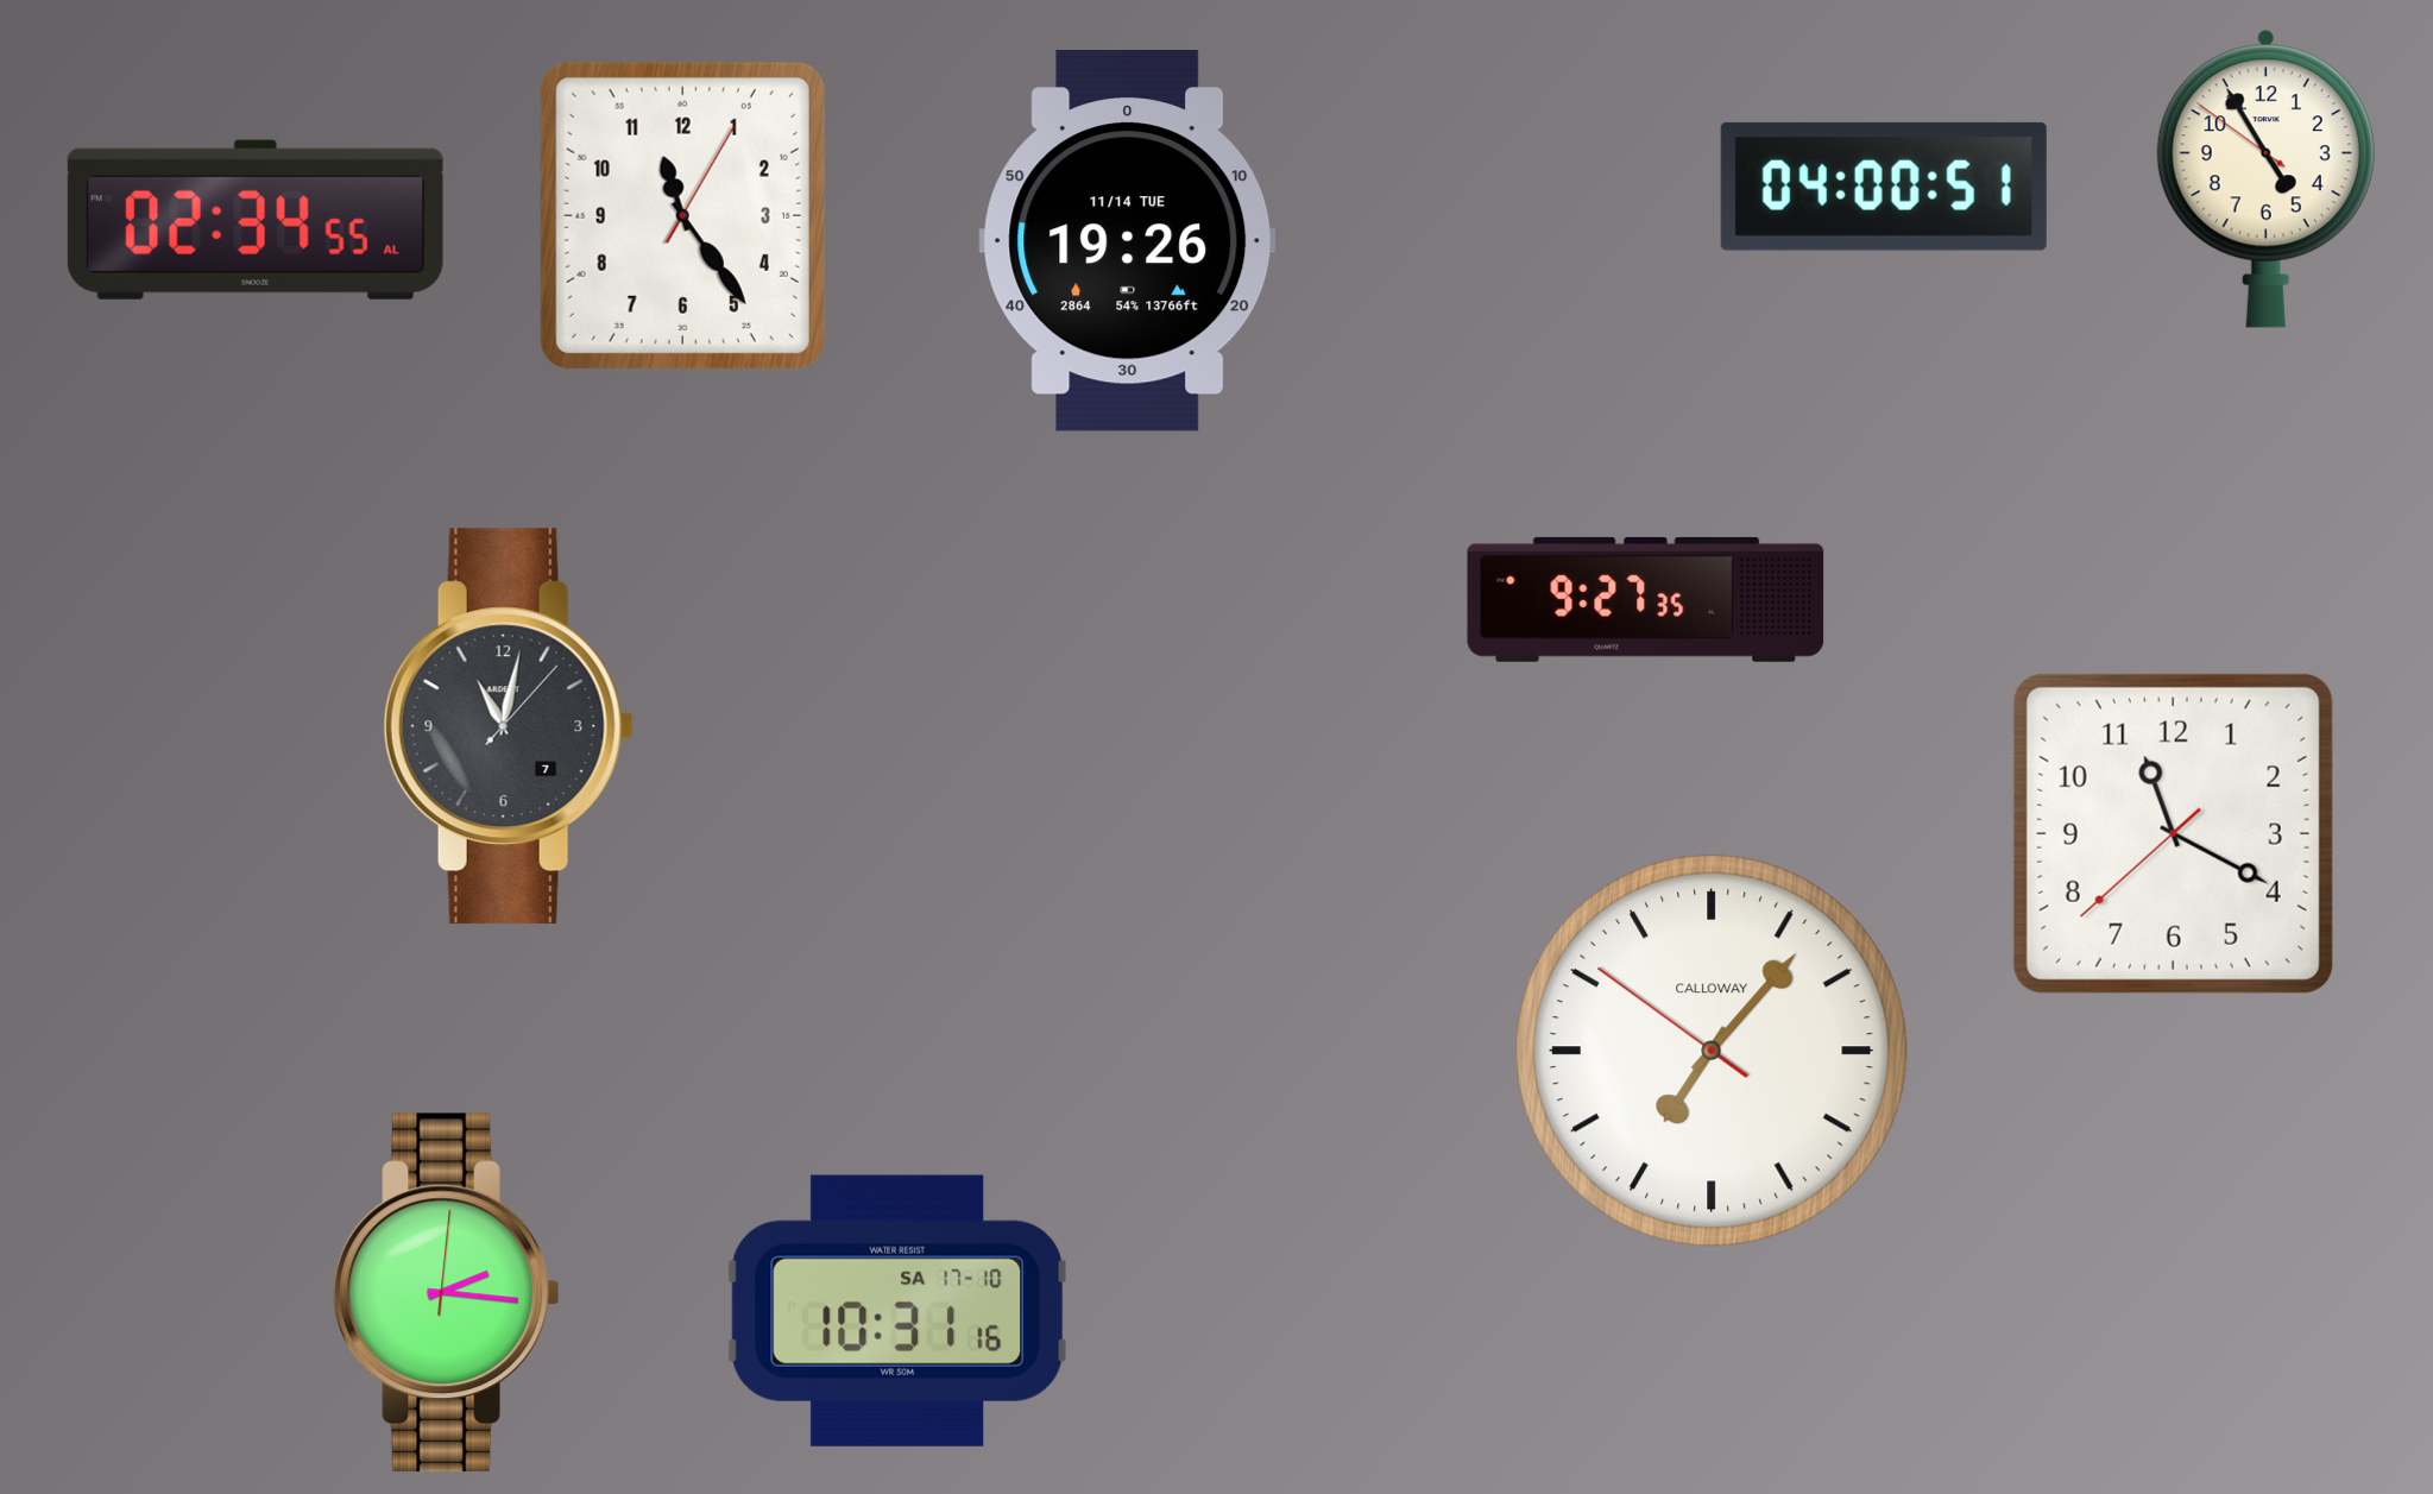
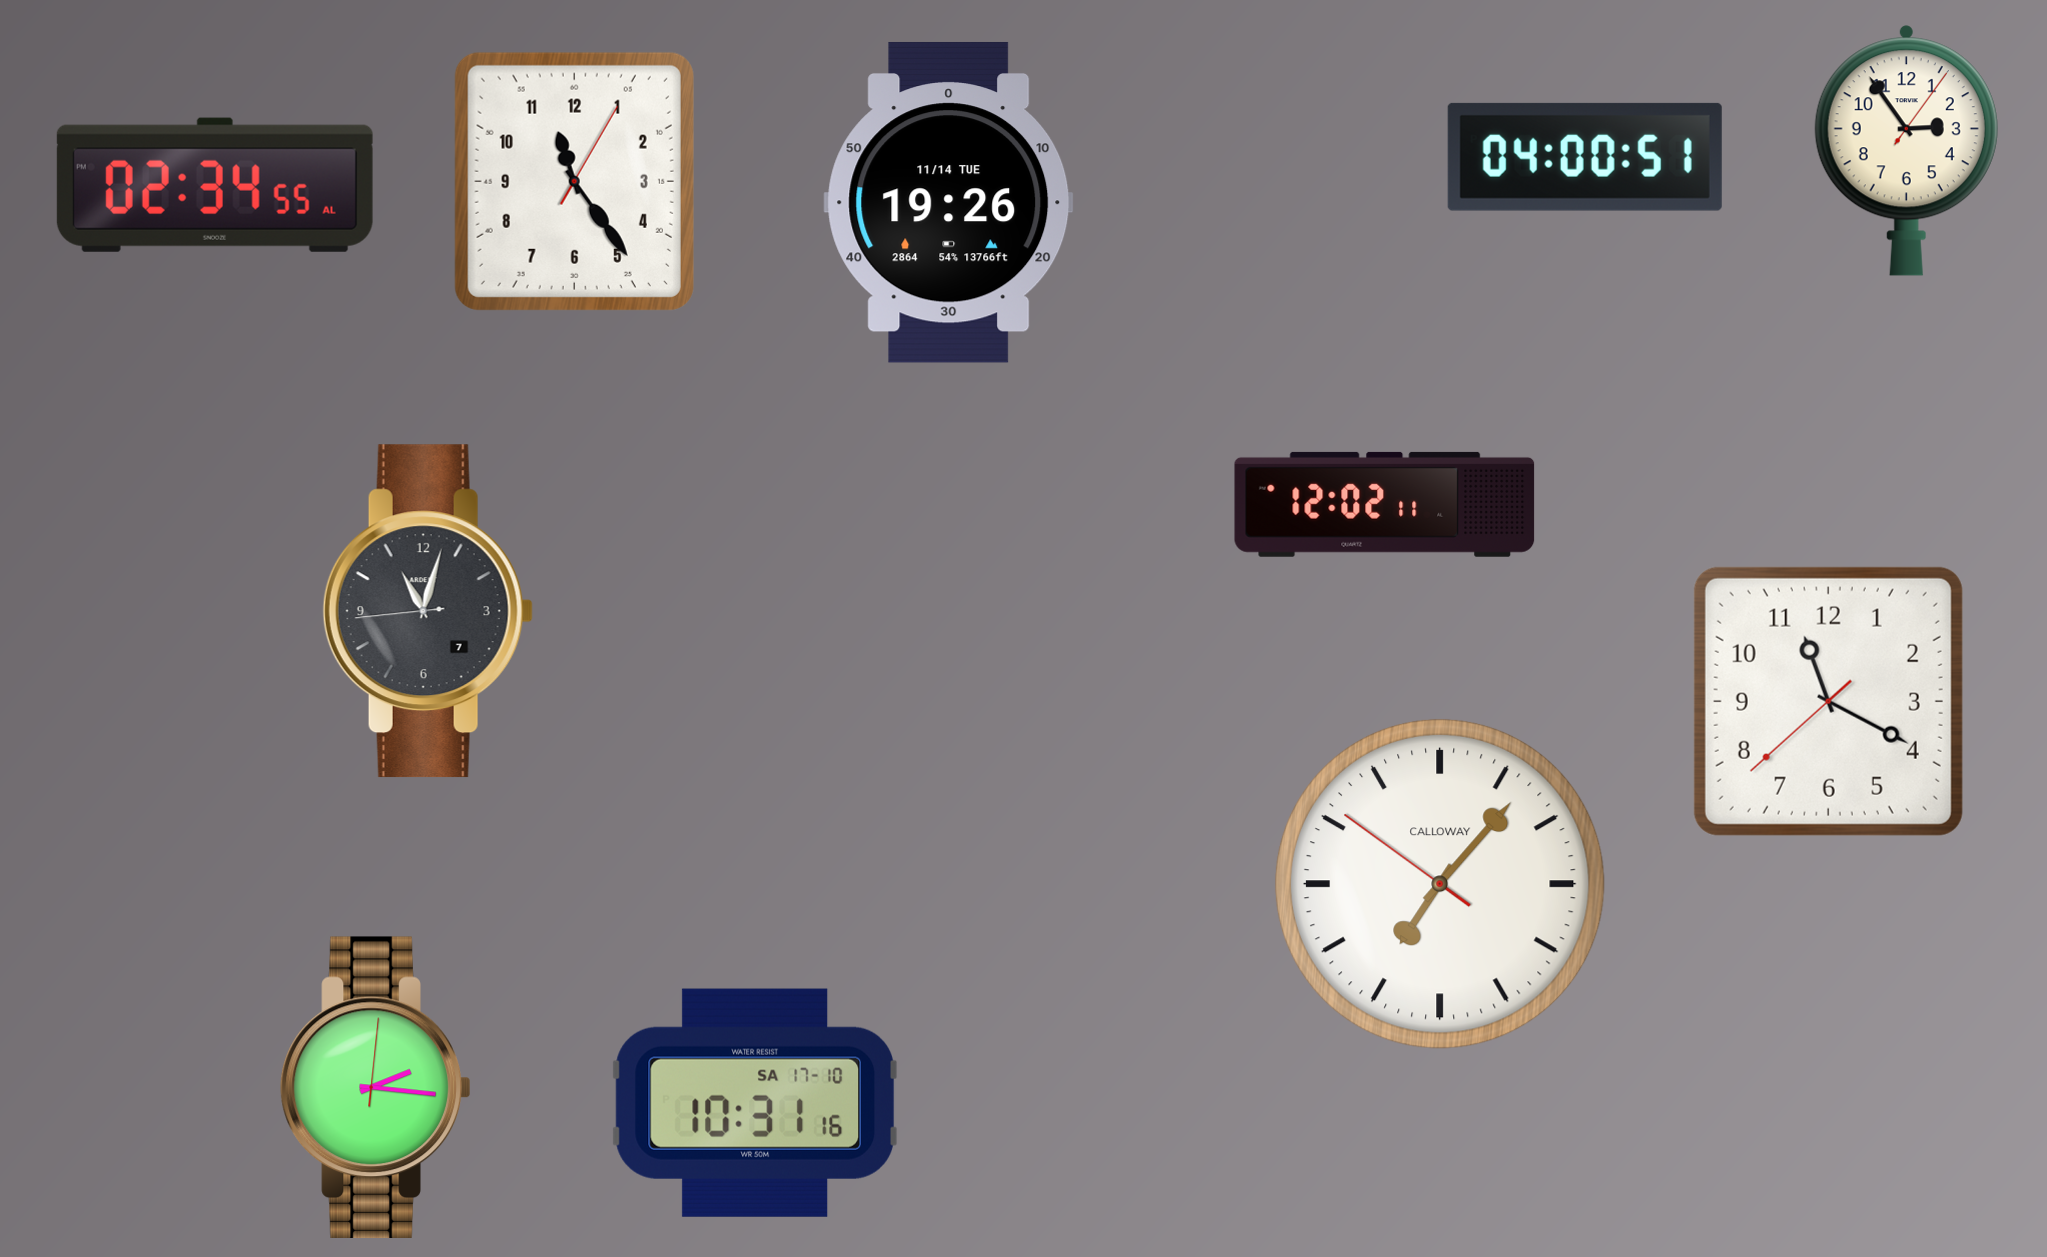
clock at (2265, 178): 4:54 -> 2:54
clock at (1646, 599): 9:27 -> 12:02
clock at (509, 726): 11:02:07 -> 11:02:44
